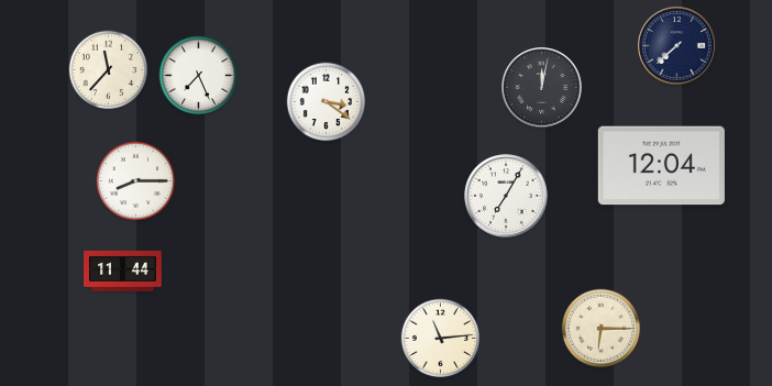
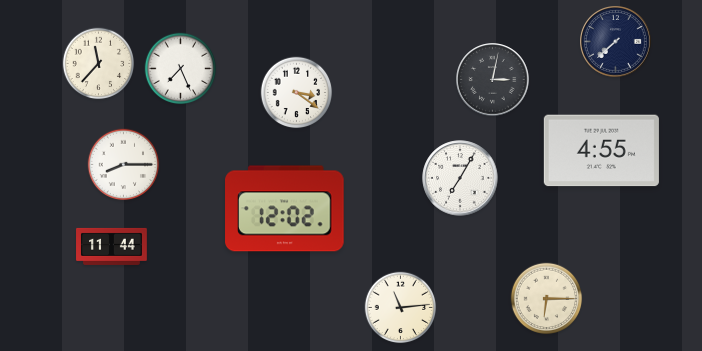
clock at (542, 88): 12:02 -> 3:02
clock at (661, 166): 12:04 -> 4:55
clock at (285, 209): none -> 12:02
